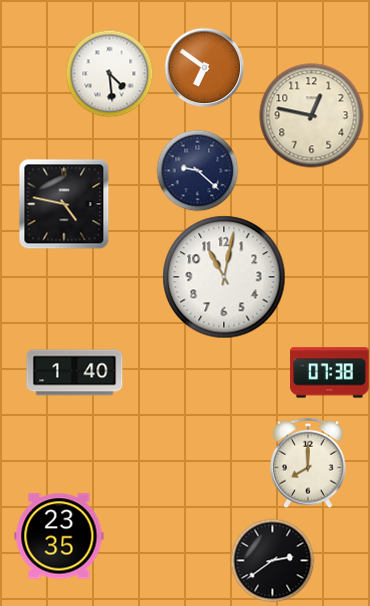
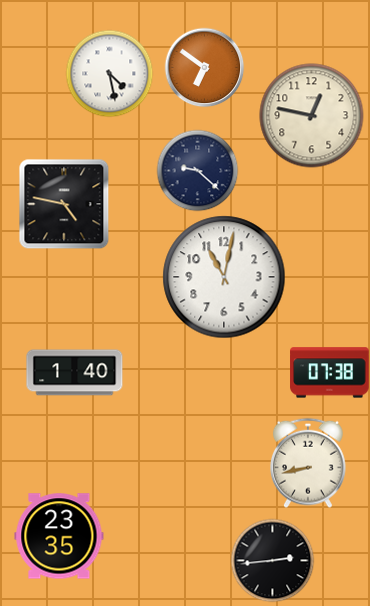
clock at (109, 73): 4:29 -> 4:28
clock at (309, 463): 8:00 -> 8:43
clock at (272, 560): 2:39 -> 2:44
